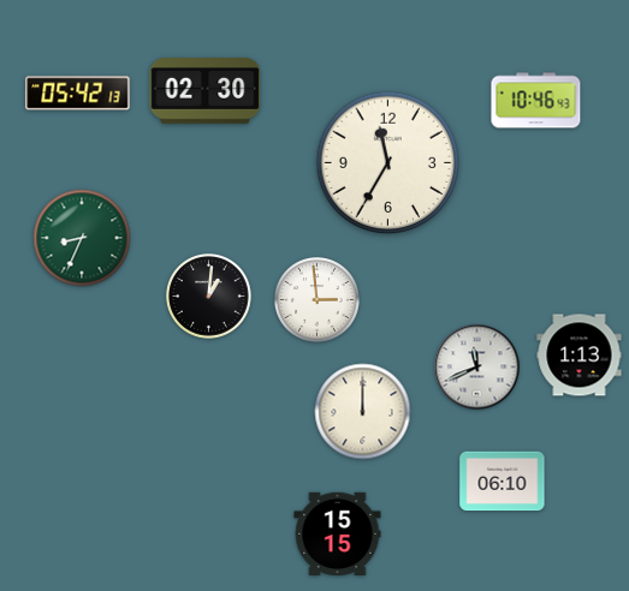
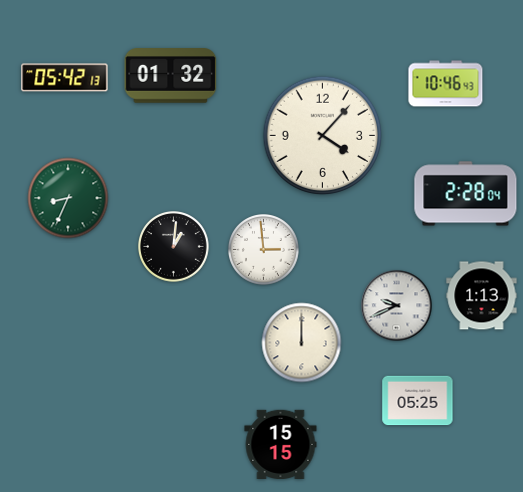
clock at (206, 91): 02:30 -> 01:32
clock at (388, 163): 11:35 -> 4:07
clock at (466, 194): none -> 2:28
clock at (477, 368): 11:41 -> 9:41
clock at (503, 482): 06:10 -> 05:25
